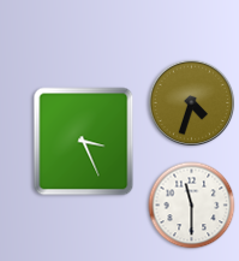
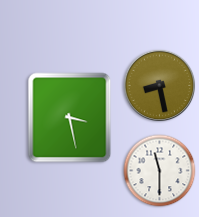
clock at (192, 103): 4:33 -> 8:28
clock at (84, 142): 3:26 -> 3:28
